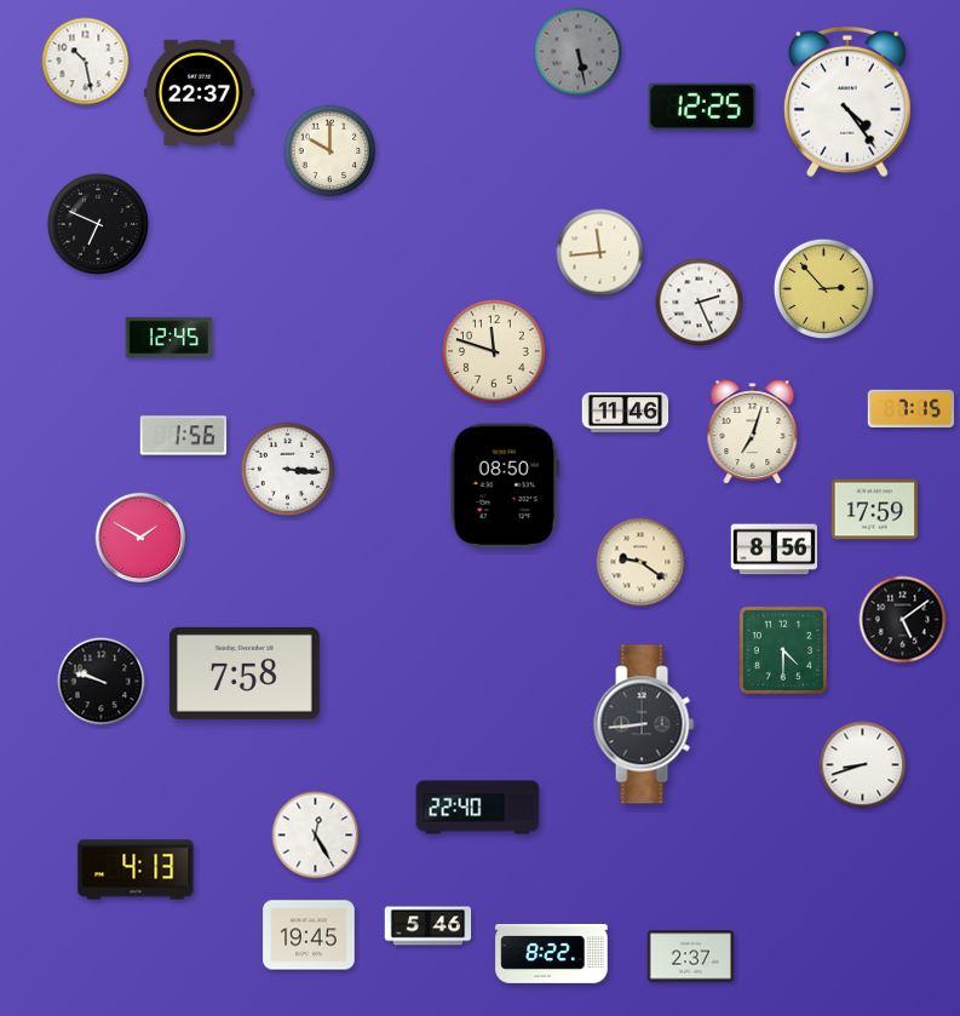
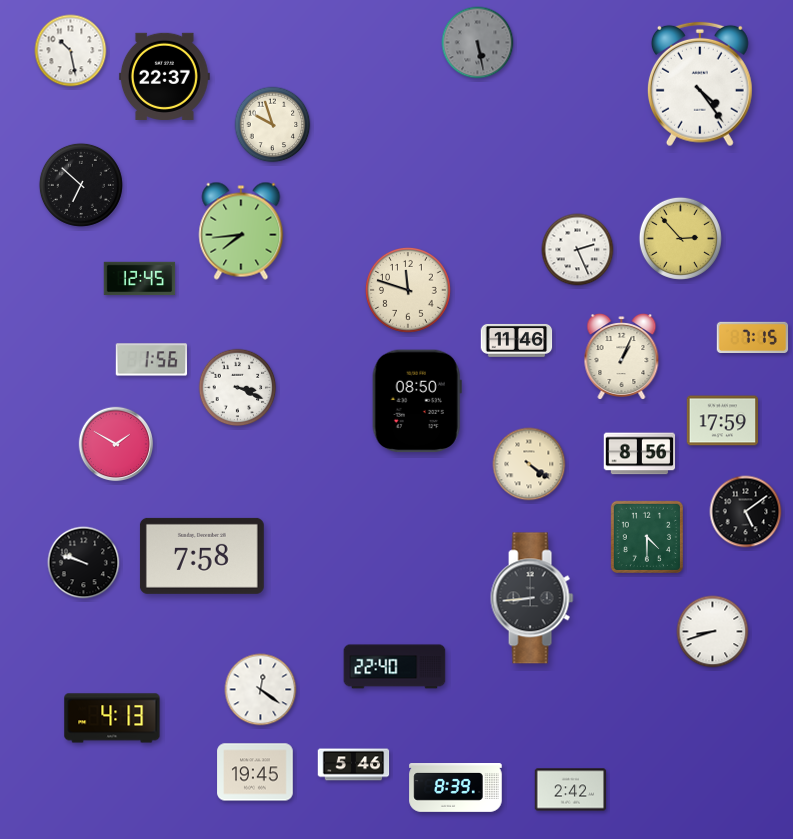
clock at (702, 105): 12:25 -> none
clock at (330, 151): 10:00 -> 9:57
clock at (98, 224): 6:49 -> 6:52
clock at (600, 253): 11:44 -> none
clock at (241, 231): none -> 7:44
clock at (753, 432): 7:03 -> 1:04
clock at (288, 470): 3:16 -> 3:19
clock at (640, 562): 9:21 -> 4:21
clock at (316, 836): 12:25 -> 12:21
clock at (552, 954): 8:22 -> 8:39
clock at (691, 957): 2:37 -> 2:42
